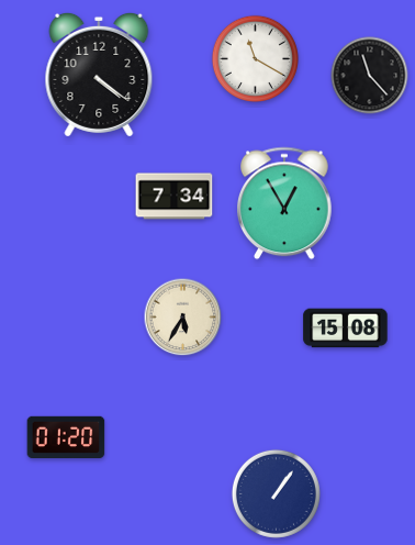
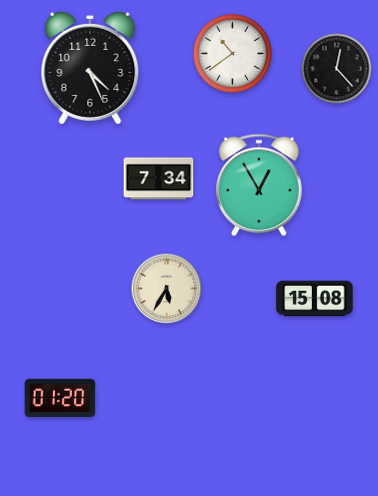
clock at (255, 58): 11:20 -> 10:39
clock at (99, 75): 4:21 -> 4:26
clock at (370, 76): 11:23 -> 12:23
clock at (276, 493): 1:06 -> none
